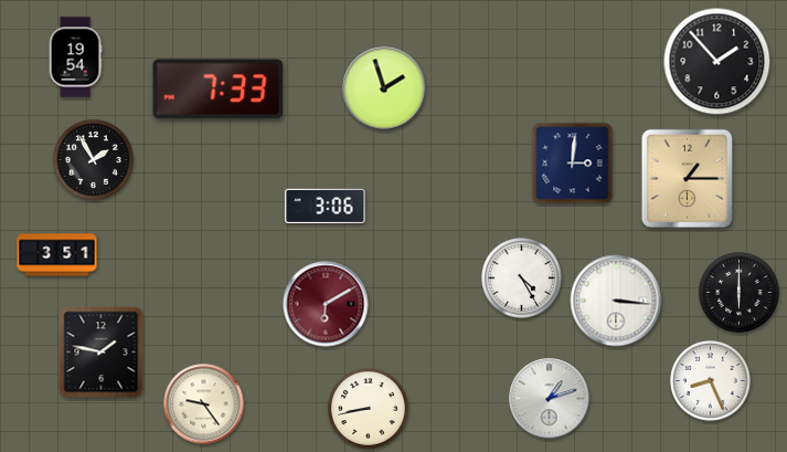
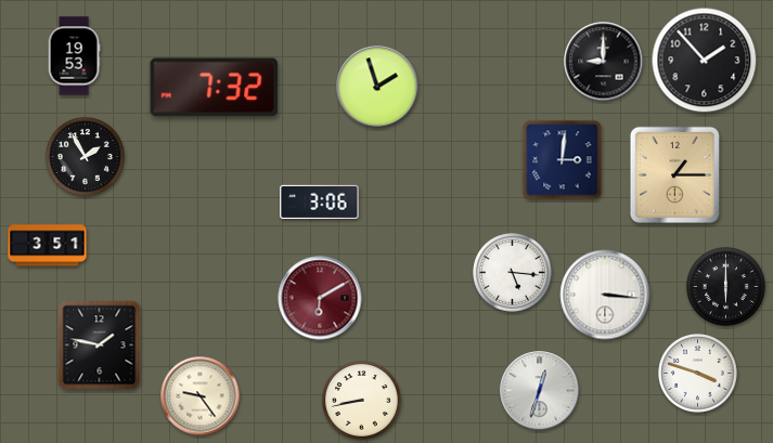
clock at (75, 57): 19:54 -> 19:53
clock at (604, 62): none -> 9:00
clock at (219, 90): 7:33 -> 7:32
clock at (94, 160) position: (94, 160) -> (86, 157)
clock at (57, 255) position: (57, 255) -> (48, 246)
clock at (522, 278): 4:25 -> 5:16
clock at (711, 381): 8:26 -> 3:48
clock at (550, 399): 1:12 -> 12:33
